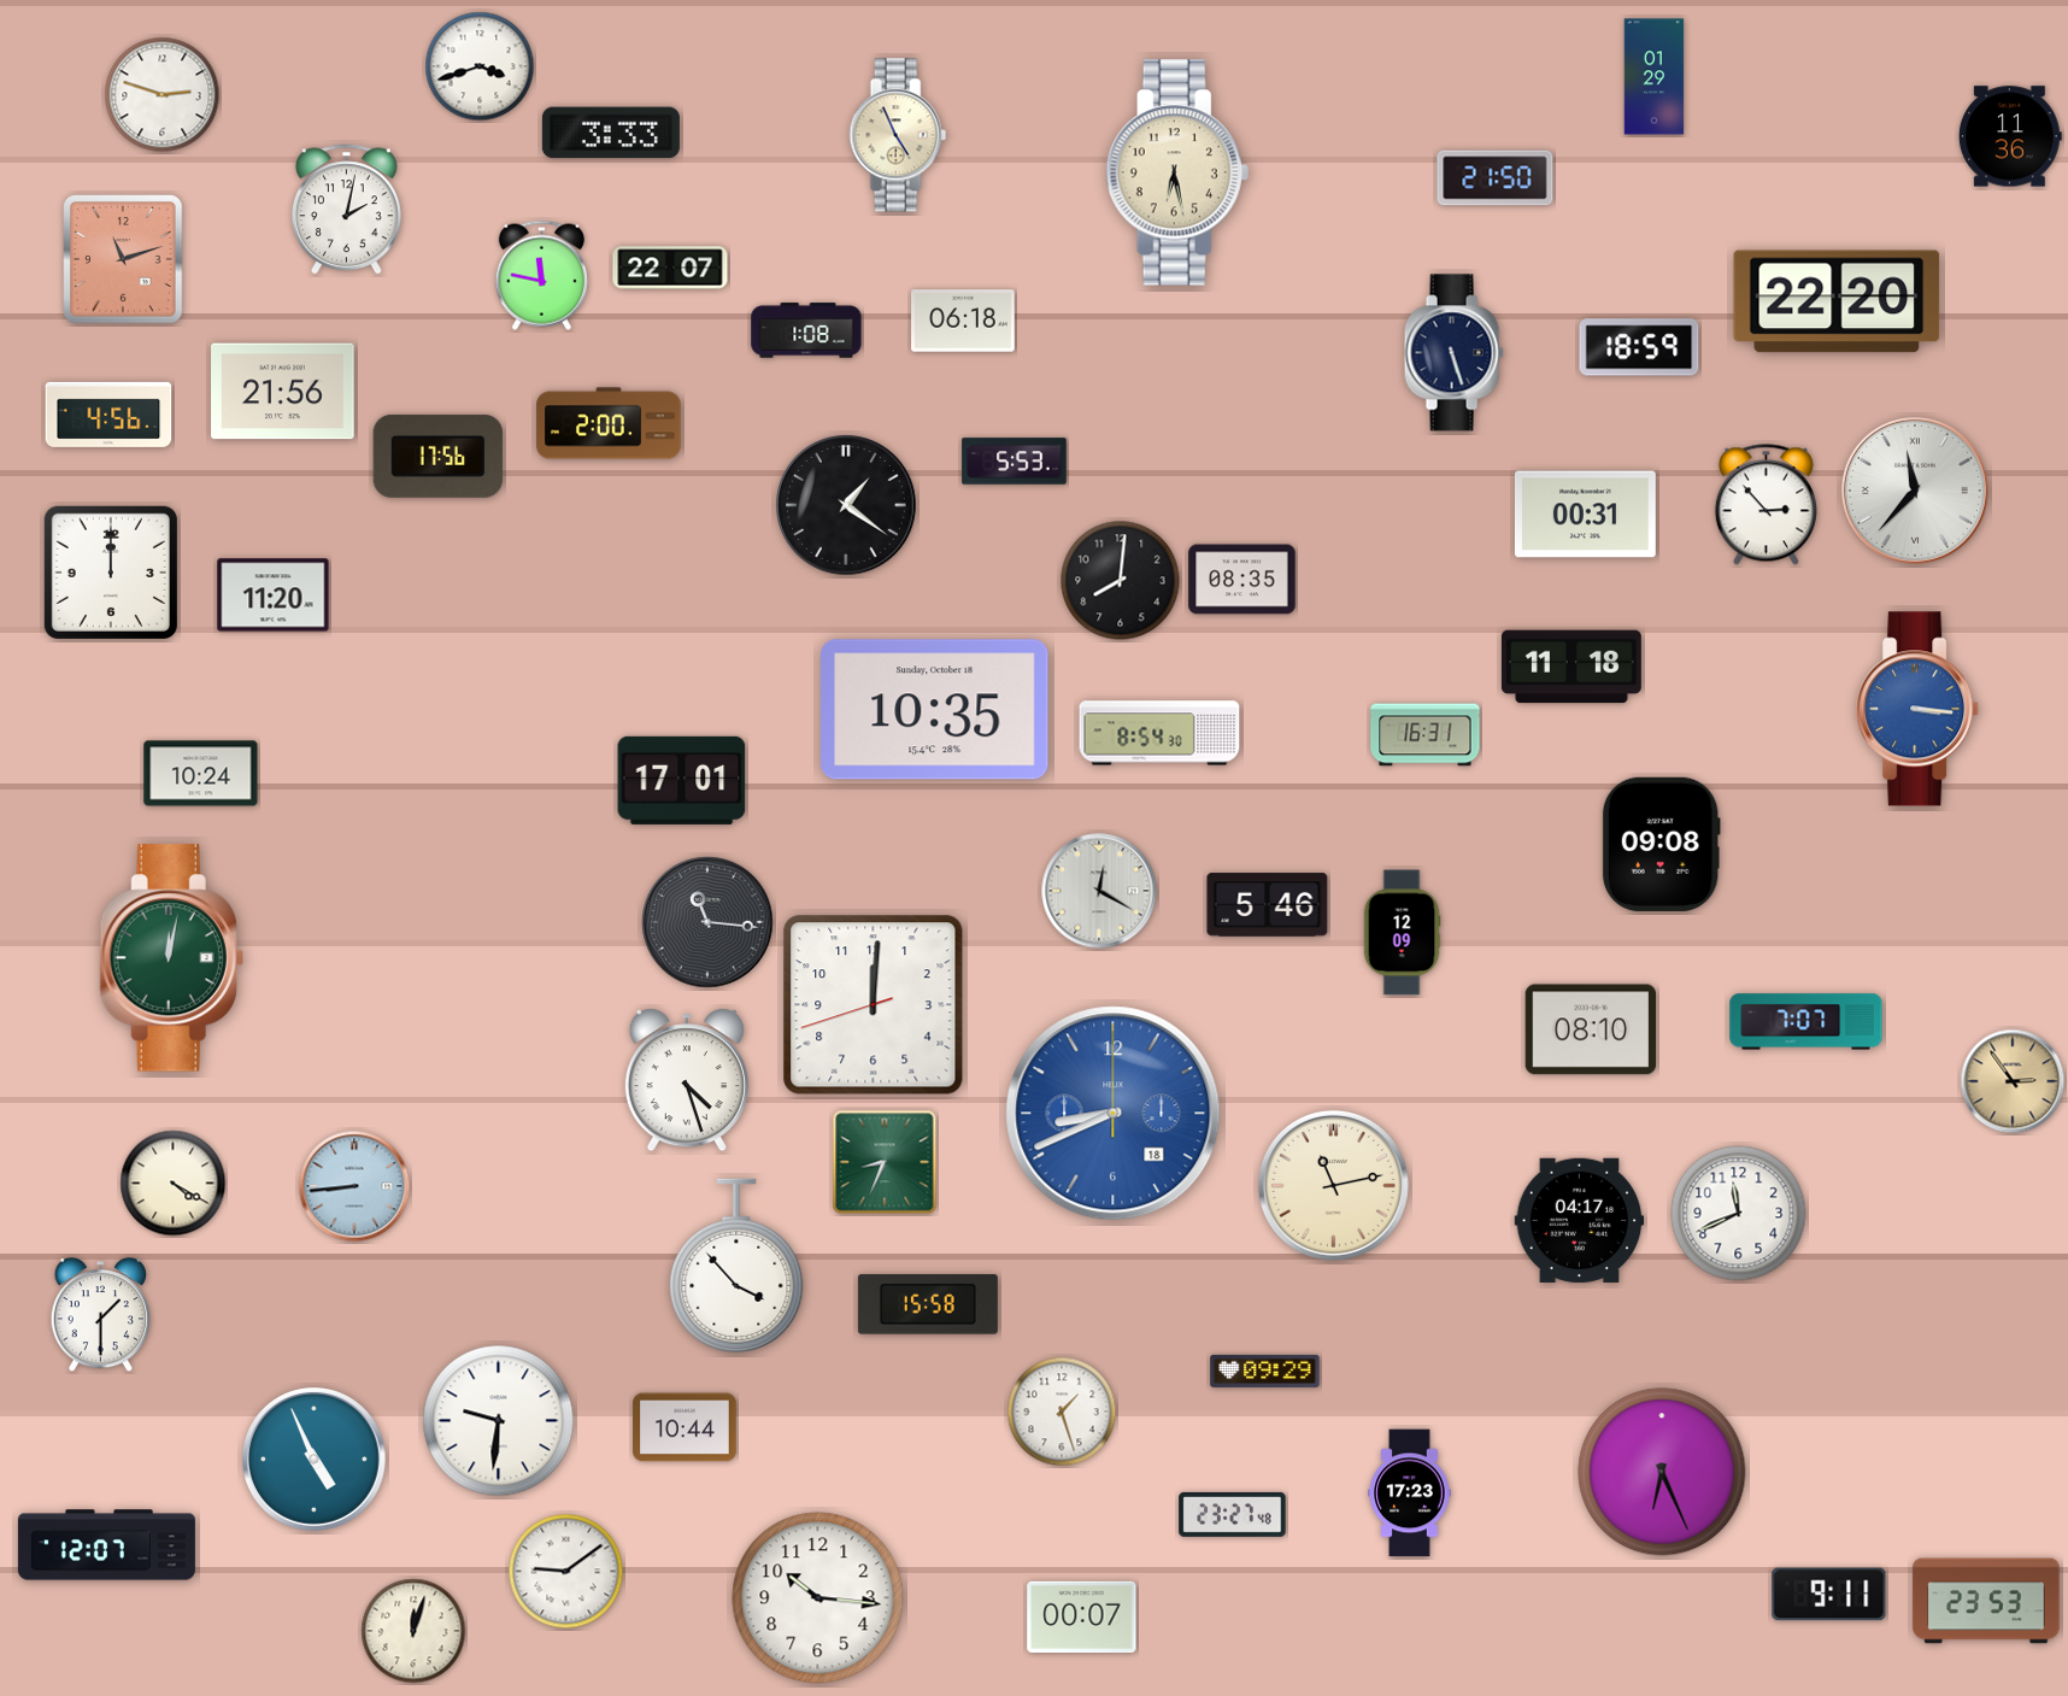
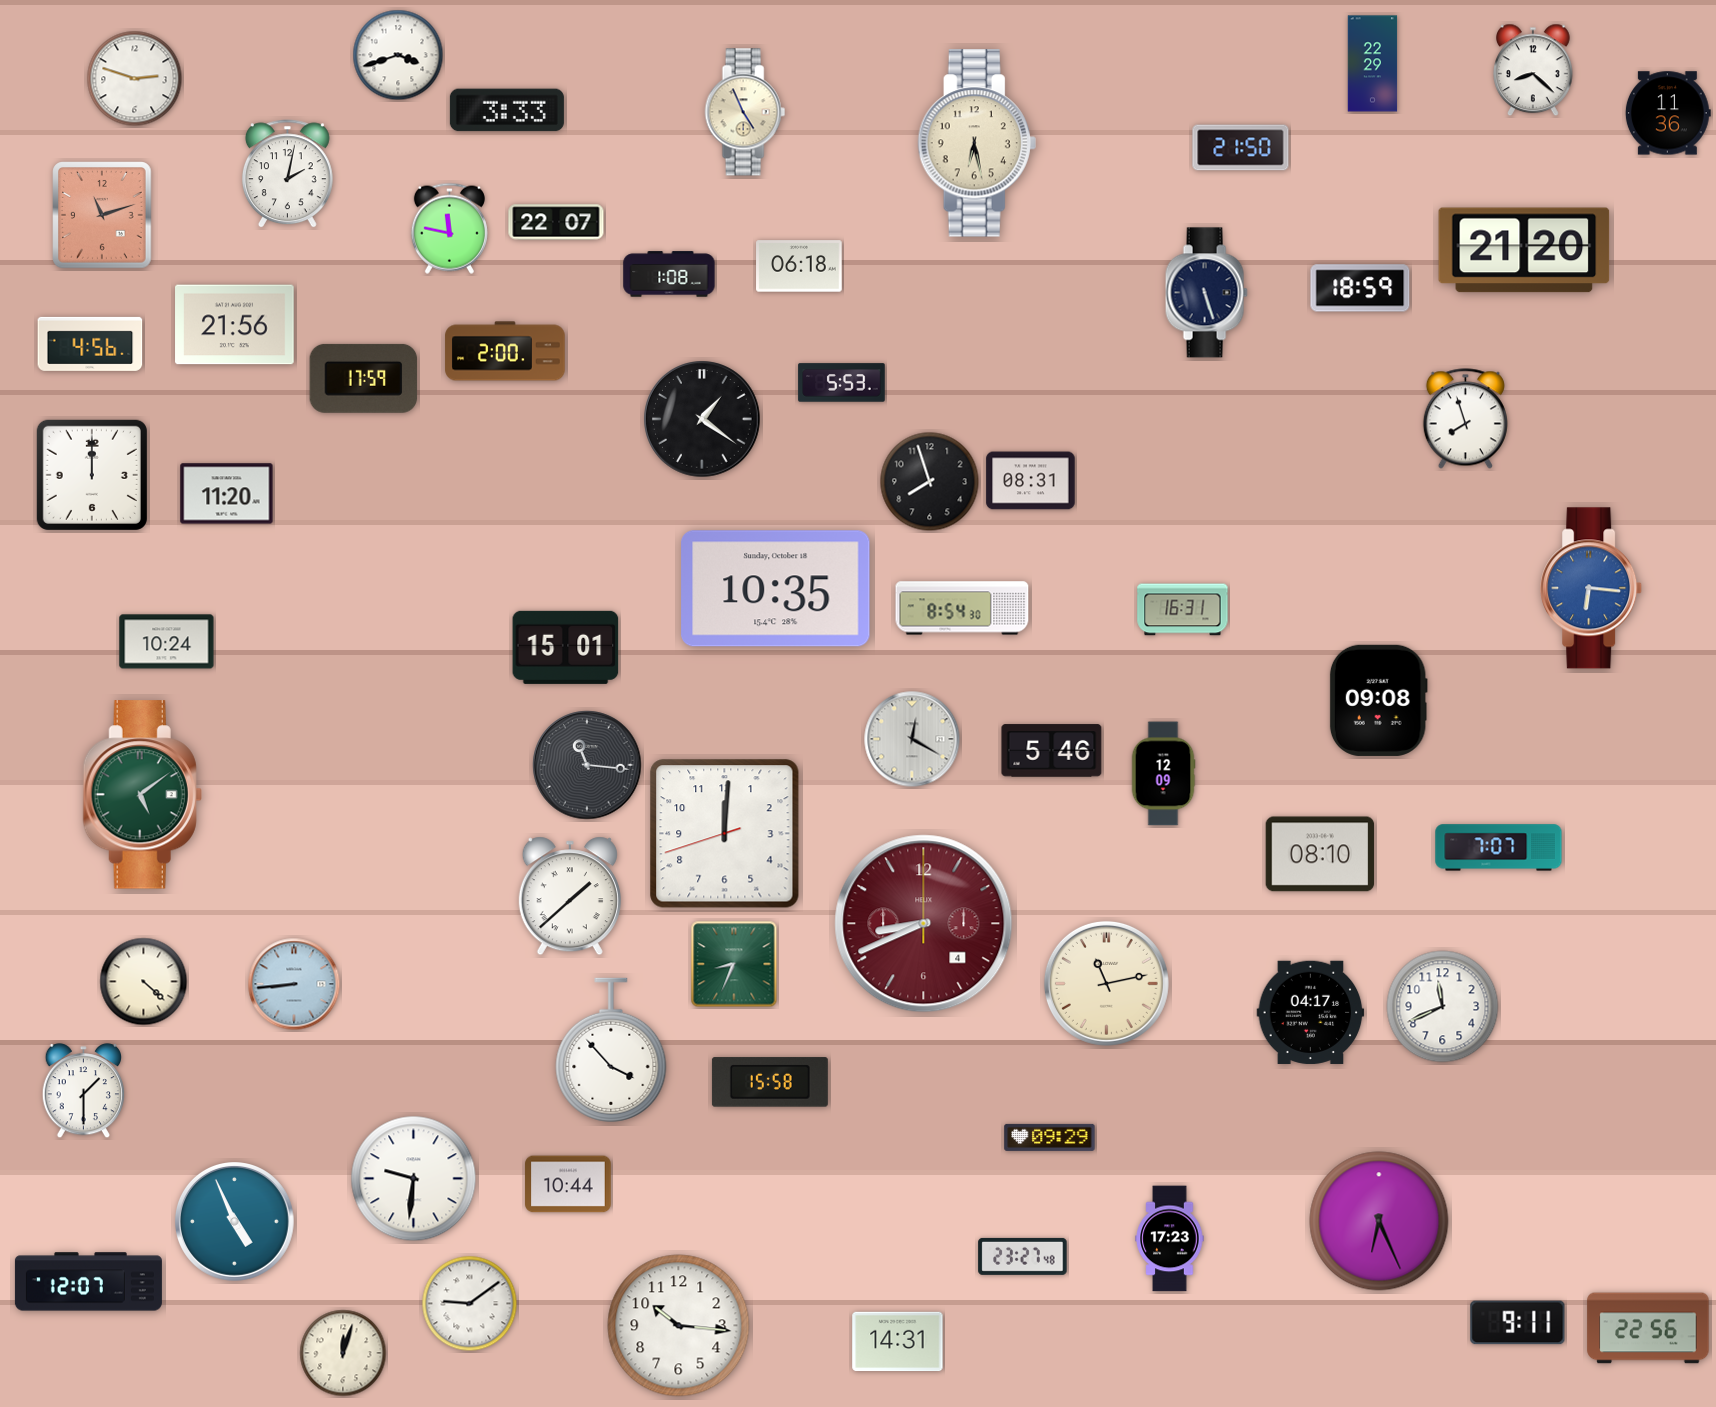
clock at (1655, 77): 01:29 -> 22:29
clock at (1534, 70): none -> 8:22
clock at (1837, 301): 22:20 -> 21:20
clock at (439, 456): 17:56 -> 17:59
clock at (1915, 491): 11:37 -> none
clock at (1766, 505): 2:53 -> 7:57
clock at (1585, 515): 00:31 -> none
clock at (1242, 580): 08:35 -> 08:31
clock at (1121, 581): 8:01 -> 7:57
clock at (1571, 667): 11:18 -> none
clock at (1919, 709): 3:16 -> 6:16
clock at (682, 780): 17:01 -> 15:01
clock at (171, 958): 12:02 -> 5:09
clock at (687, 1080): 4:27 -> 1:38
clock at (2013, 1081): 2:54 -> none
clock at (1114, 1114) date: 18 -> 4
clock at (1114, 1114) dial: blue -> burgundy
clock at (174, 1184): 4:20 -> 4:22
clock at (1062, 1412): 1:27 -> none
clock at (315, 1460) position: (315, 1460) -> (235, 1222)
clock at (1986, 1601): 23:53 -> 22:56
clock at (1082, 1618): 00:07 -> 14:31
